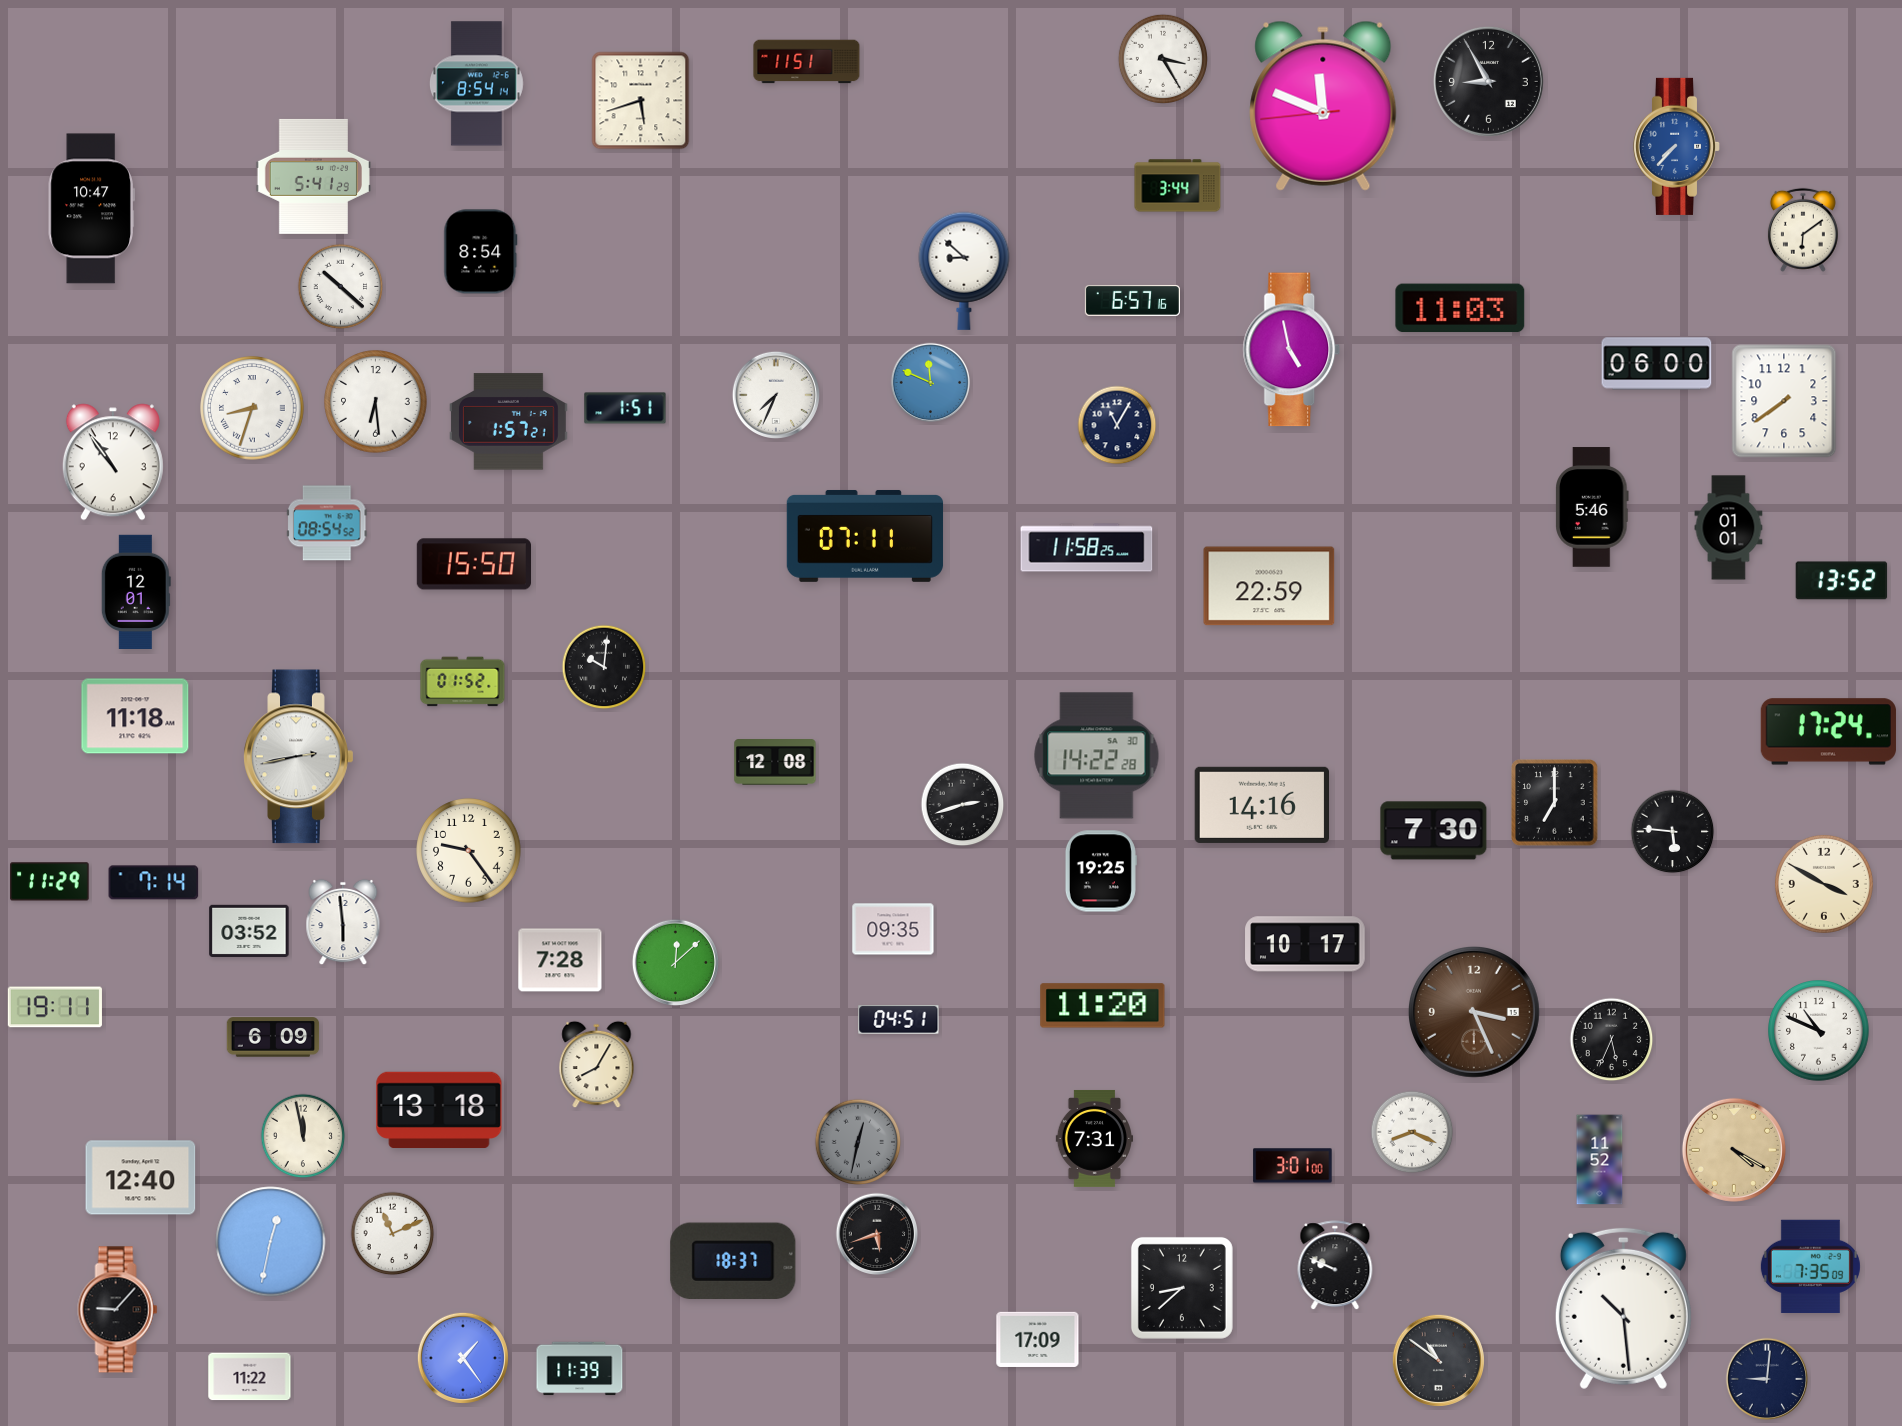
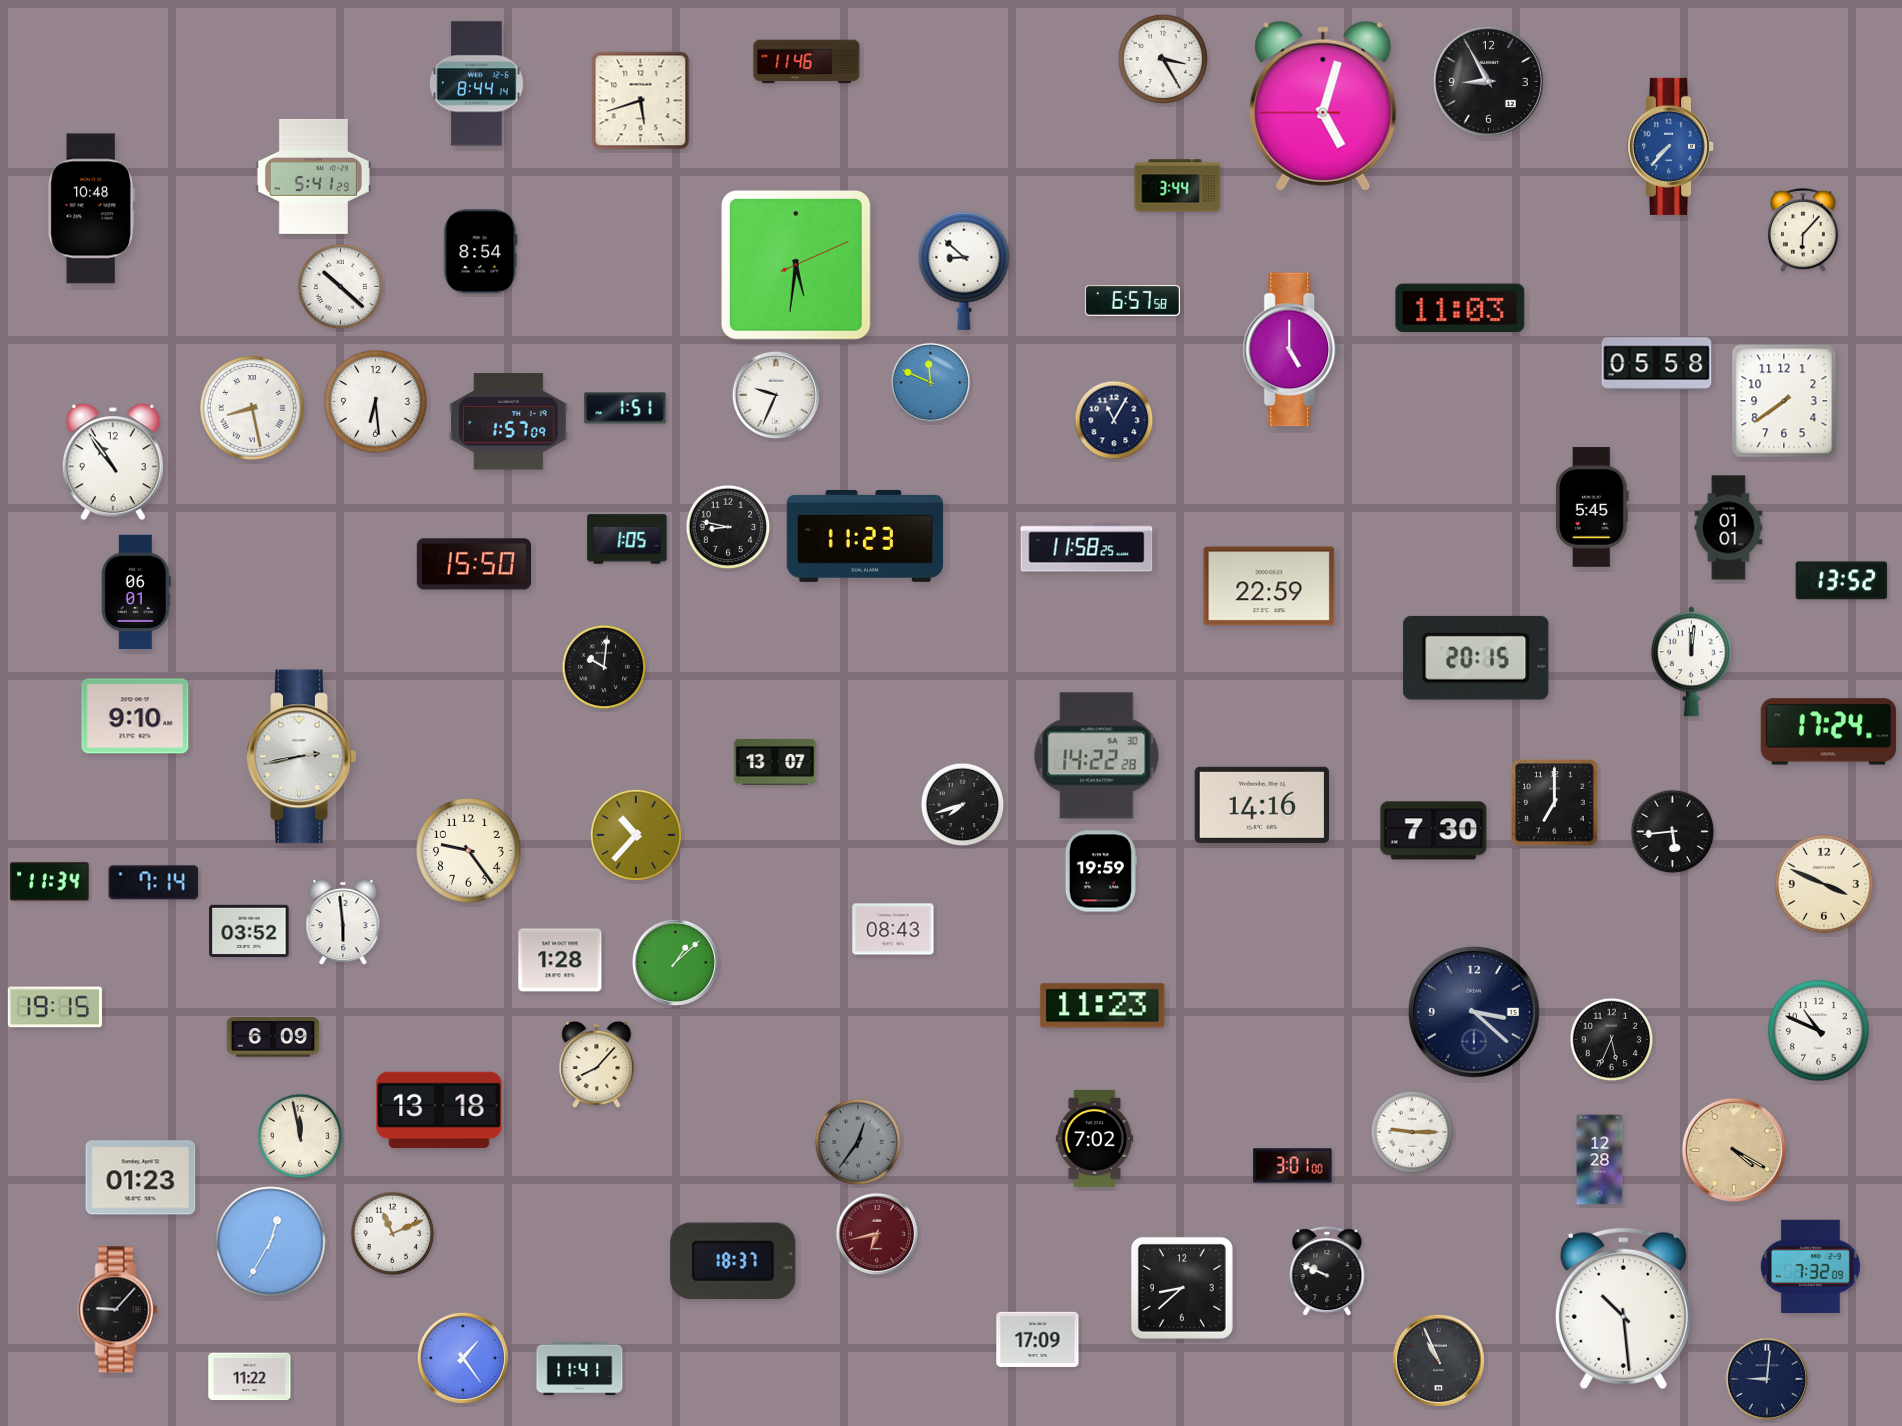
clock at (807, 62): 11:51 -> 11:46
clock at (476, 84): 8:54 -> 8:44
clock at (1323, 106): 11:48 -> 5:02
clock at (1676, 146) position: (1676, 146) -> (1670, 146)
clock at (91, 209): 10:47 -> 10:48
clock at (1803, 230): 6:09 -> 6:07
clock at (796, 265): none -> 5:31
clock at (1132, 300): 6:57:16 -> 6:57:58
clock at (1292, 350): 4:58 -> 5:00
clock at (1657, 364): 06:00 -> 05:58
clock at (775, 394): 7:34 -> 9:34
clock at (252, 408): 8:33 -> 8:28
clock at (508, 422): 1:57:21 -> 1:57:09
clock at (1117, 425) position: (1117, 425) -> (1114, 420)
clock at (1592, 507): 5:46 -> 5:45
clock at (327, 523): 08:54 -> none
clock at (728, 527): none -> 8:47
clock at (865, 536): 07:11 -> 11:23
clock at (627, 539): none -> 1:05
clock at (136, 591): 12:01 -> 06:01
clock at (1476, 658): none -> 20:15
clock at (1691, 662): none -> 12:01
clock at (463, 682): 01:52 -> none
clock at (135, 716): 11:18 -> 9:10
clock at (299, 757) position: (299, 757) -> (302, 757)
clock at (775, 763): 12:08 -> 13:07
clock at (963, 805): 2:42 -> 7:42
clock at (1673, 832): 5:46 -> 5:44
clock at (636, 835): none -> 10:37
clock at (1100, 871): 19:25 -> 19:59
clock at (50, 882): 11:29 -> 11:34
clock at (1824, 884): 3:50 -> 3:49
clock at (893, 929): 09:35 -> 08:43
clock at (1305, 944): 10:17 -> none
clock at (560, 960): 7:28 -> 1:28
clock at (675, 962): 12:08 -> 1:08
clock at (1103, 1006): 11:20 -> 11:23
clock at (55, 1007): 19:11 -> 19:15
clock at (1474, 1012): 3:26 -> 3:22
clock at (1474, 1012) dial: brown -> navy
clock at (899, 1020): 04:51 -> none
clock at (597, 1065): 8:05 -> 8:07
clock at (1412, 1132): 8:19 -> 9:15
clock at (303, 1136) position: (303, 1136) -> (300, 1136)
clock at (1094, 1138): 7:31 -> 7:02
clock at (858, 1142): 12:32 -> 12:36
clock at (1600, 1160): 11:52 -> 12:28
clock at (141, 1178): 12:40 -> 01:23
clock at (877, 1234): 5:42 -> 6:43
clock at (877, 1234) dial: black -> burgundy
clock at (271, 1242): 12:32 -> 12:35
clock at (1335, 1266) position: (1335, 1266) -> (1327, 1272)
clock at (1810, 1266): 7:35 -> 7:32
clock at (1438, 1360): 10:51 -> 10:56
clock at (580, 1369): 11:39 -> 11:41
